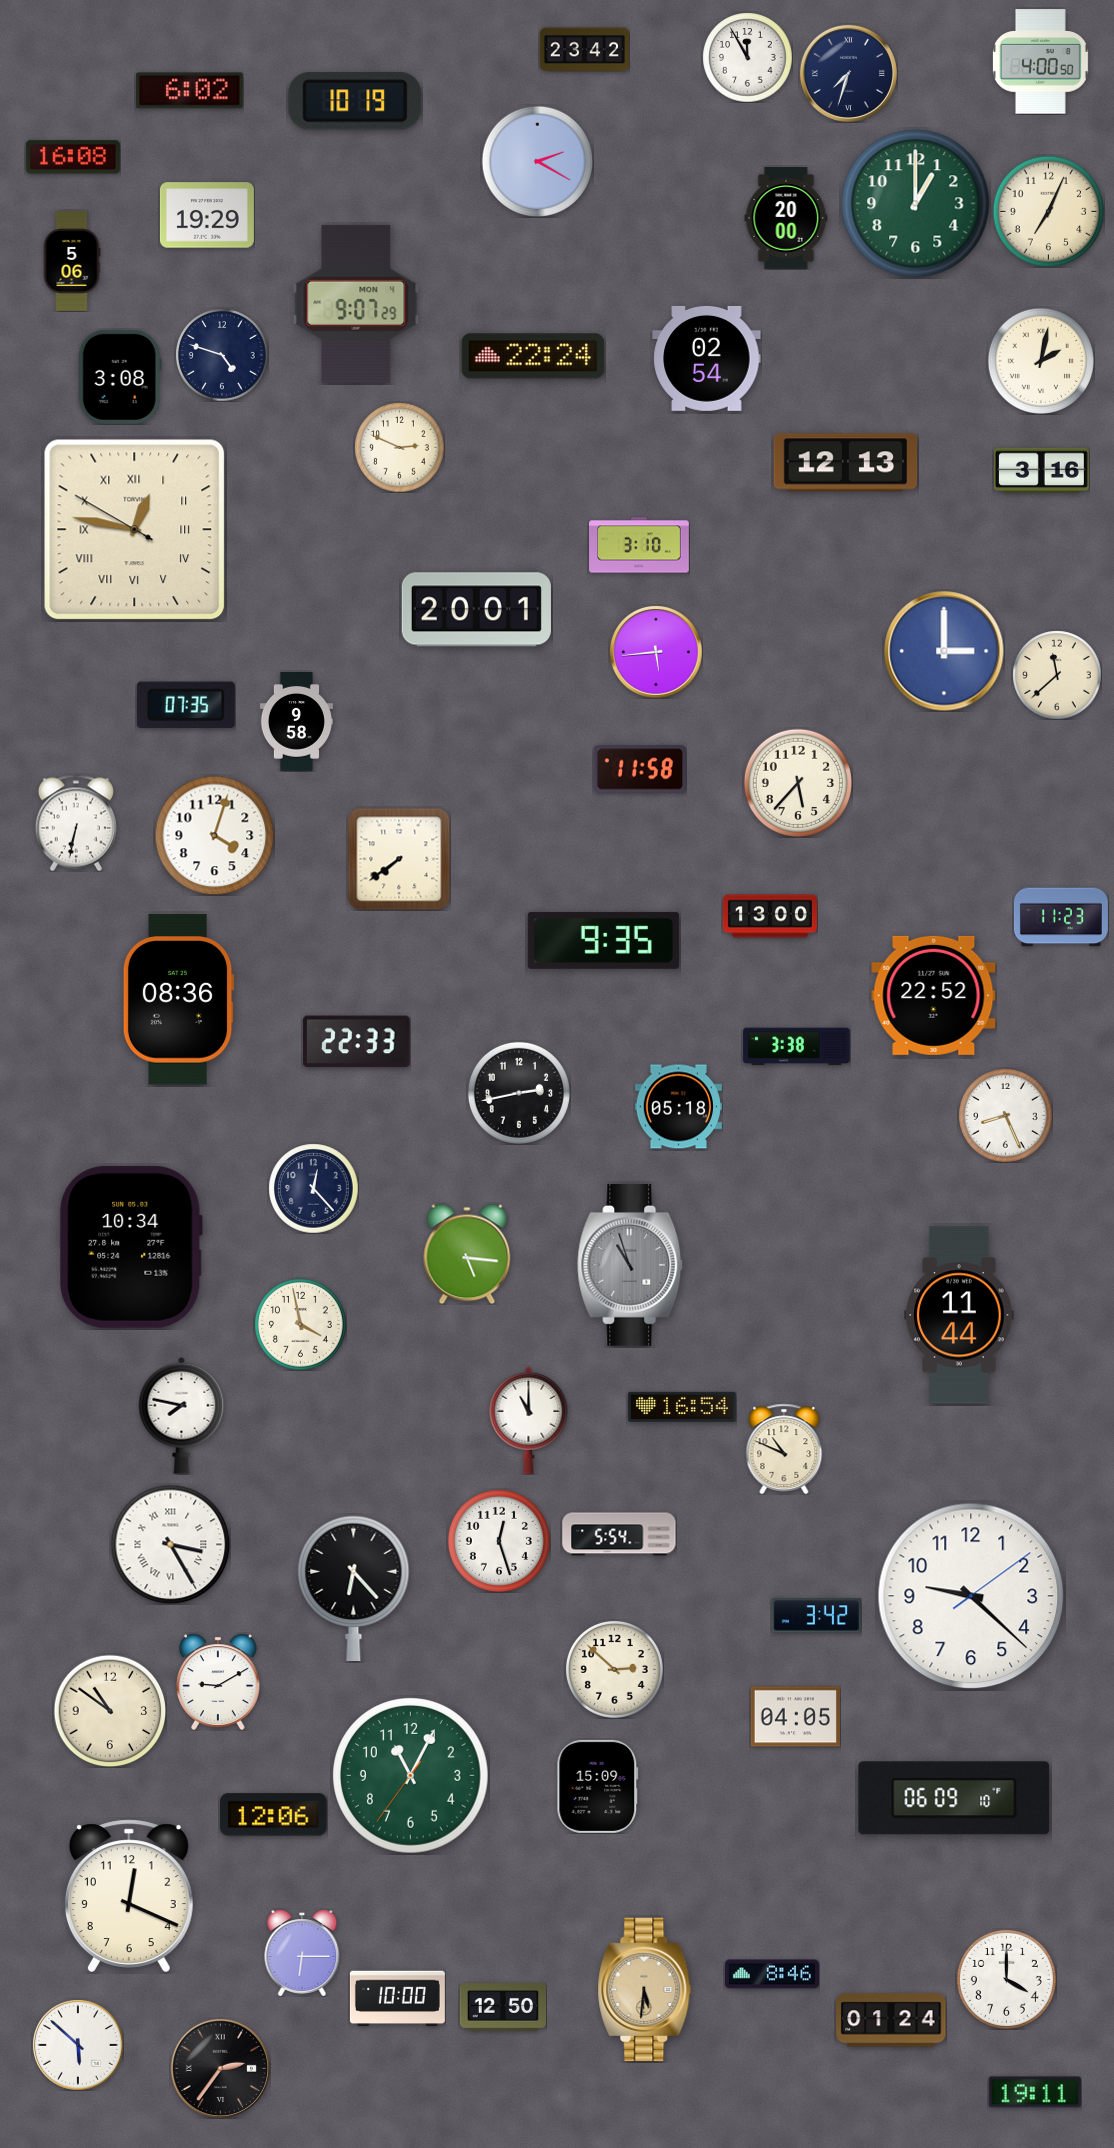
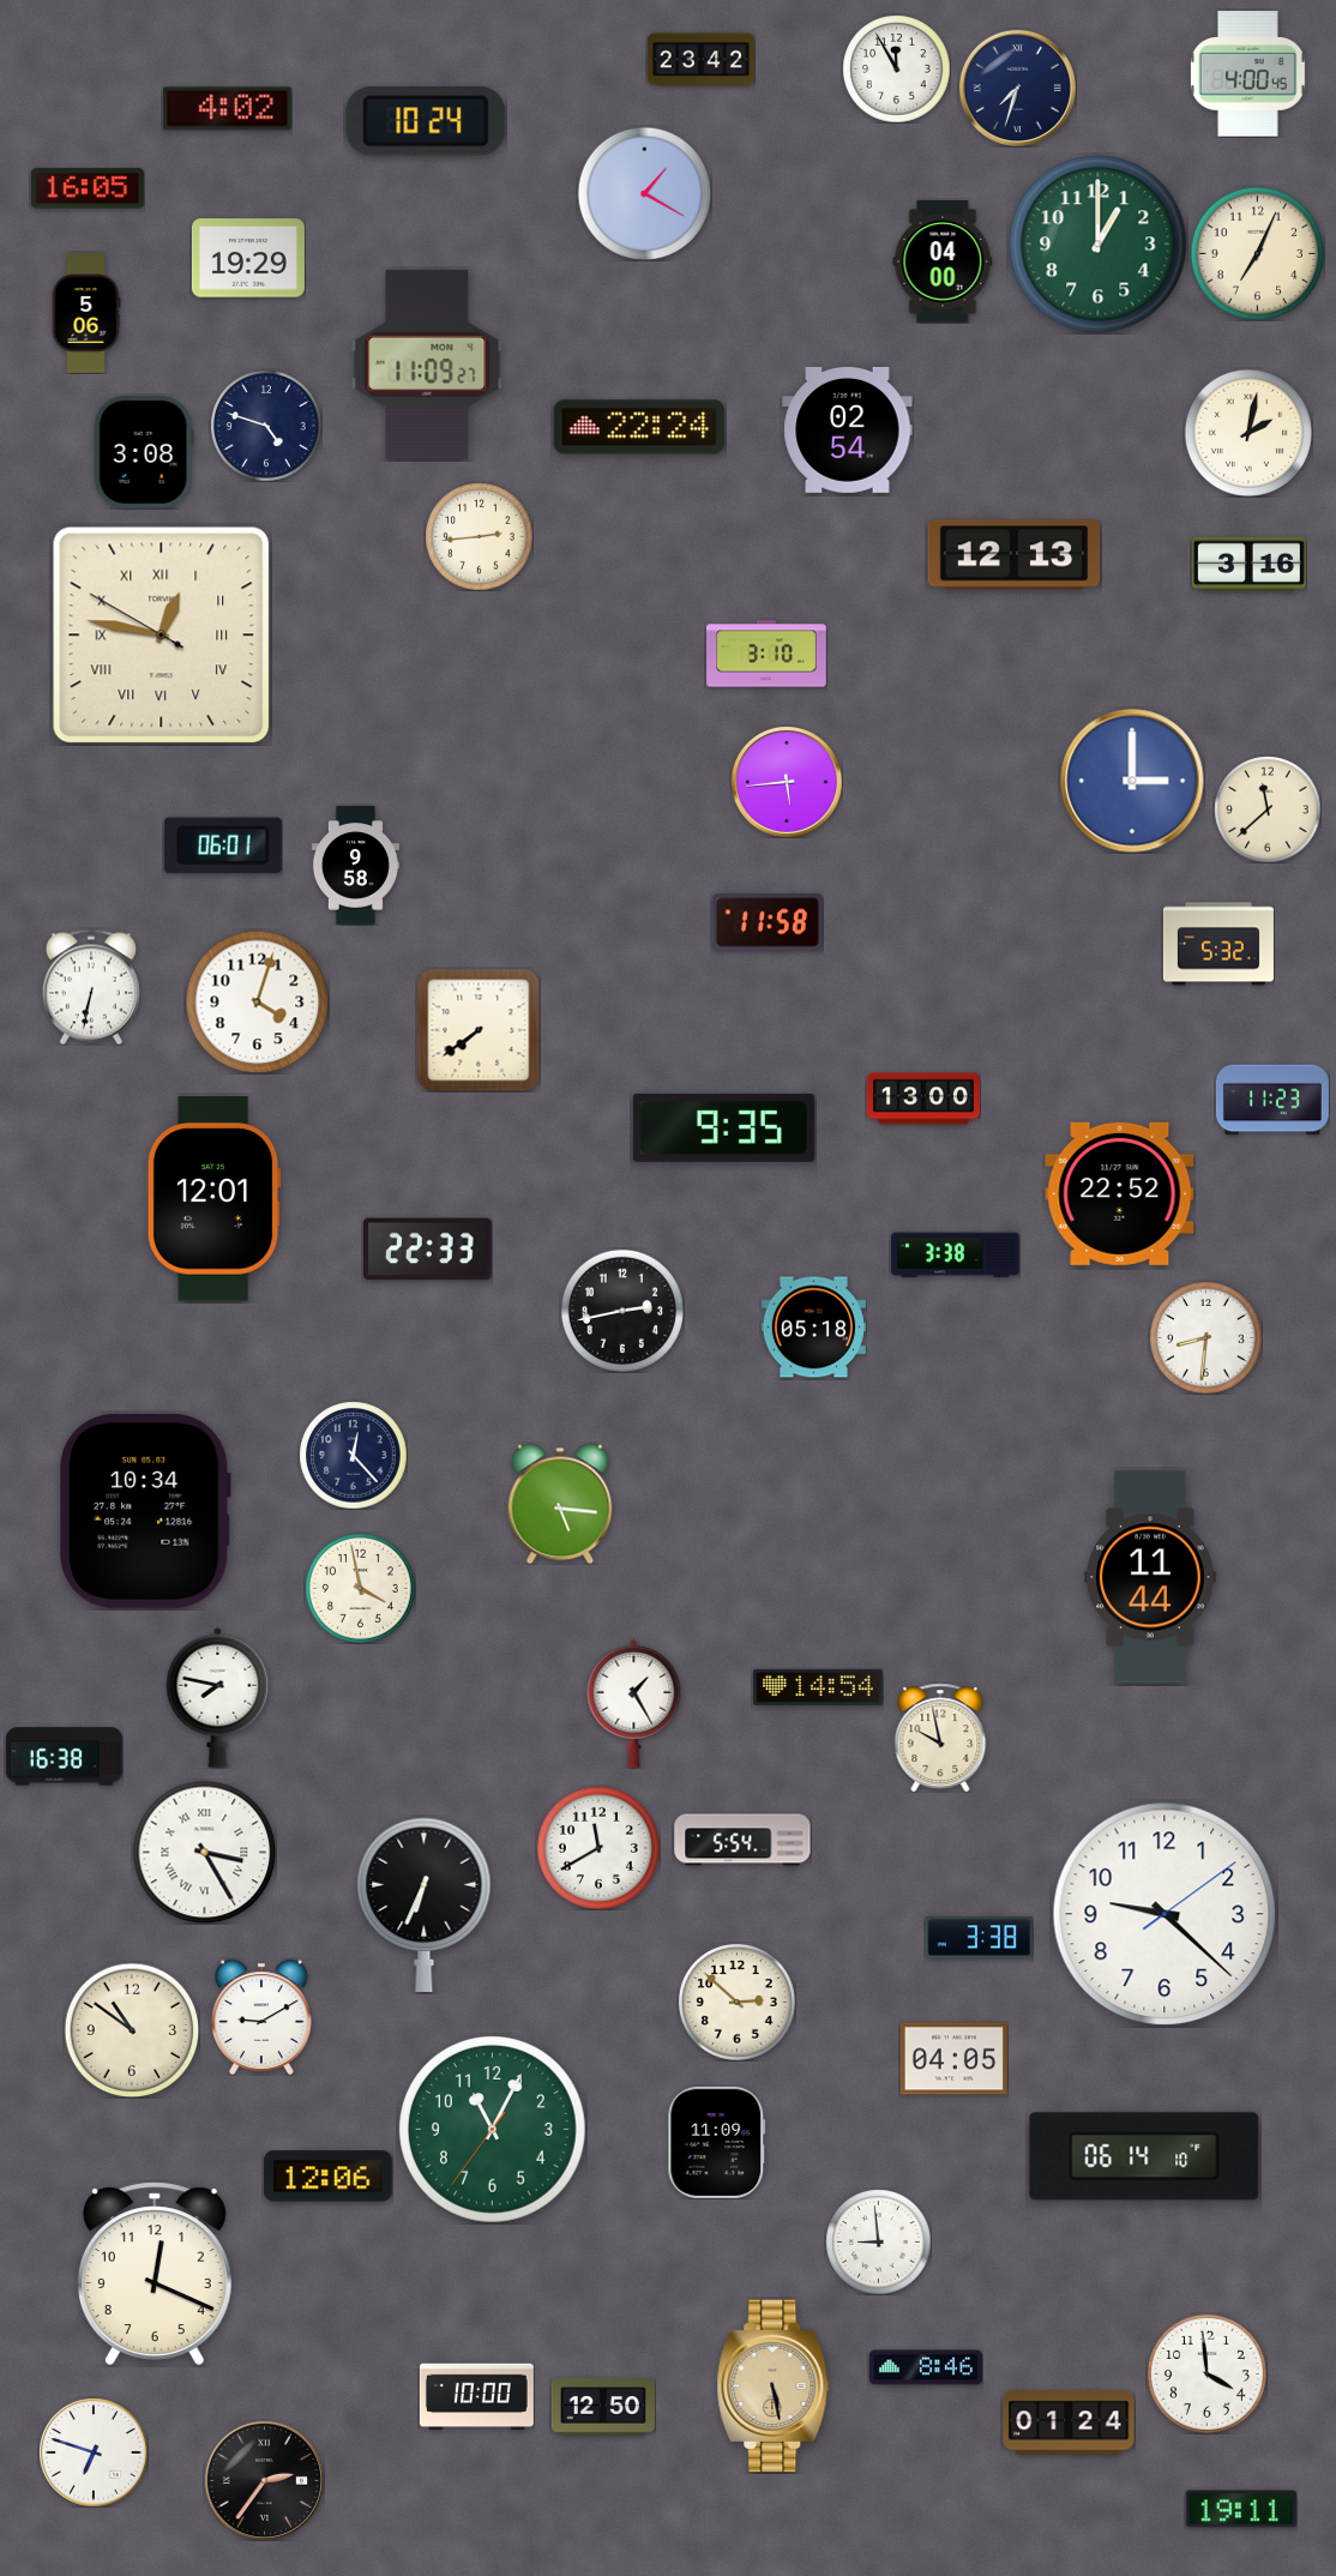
clock at (1040, 62): 4:00:50 -> 4:00:45
clock at (190, 91): 6:02 -> 4:02
clock at (355, 101): 10:19 -> 10:24
clock at (73, 157): 16:08 -> 16:05
clock at (537, 161): 2:20 -> 1:20
clock at (786, 218): 20:00 -> 04:00
clock at (356, 304): 9:07 -> 11:09
clock at (399, 447): 2:49 -> 2:44
clock at (476, 610): 20:01 -> none
clock at (186, 705): 07:35 -> 06:01
clock at (797, 782): 5:37 -> none
clock at (1218, 944): none -> 5:32
clock at (178, 1000): 08:36 -> 12:01
clock at (1006, 1116): 8:26 -> 8:31
clock at (313, 1188) position: (313, 1188) -> (353, 1455)
clock at (132, 1247) position: (132, 1247) -> (146, 1511)
clock at (631, 1265): 10:57 -> none
clock at (682, 1407): 16:54 -> 14:54
clock at (529, 1420): 11:00 -> 1:25
clock at (784, 1449): 10:49 -> 9:58
clock at (64, 1757): none -> 16:38
clock at (499, 1541): 12:27 -> 11:40
clock at (354, 1588): 6:23 -> 6:34
clock at (816, 1616): 3:42 -> 3:38
clock at (110, 1711) position: (110, 1711) -> (132, 2030)
clock at (598, 1786): 15:09 -> 11:09
clock at (954, 1798): 06:09 -> 06:14
clock at (878, 2241): none -> 8:59
clock at (302, 1953): 6:15 -> none
clock at (1006, 1979): 4:00 -> 3:59
clock at (645, 1990): 5:31 -> 5:28
clock at (78, 2045): 5:52 -> 6:48
